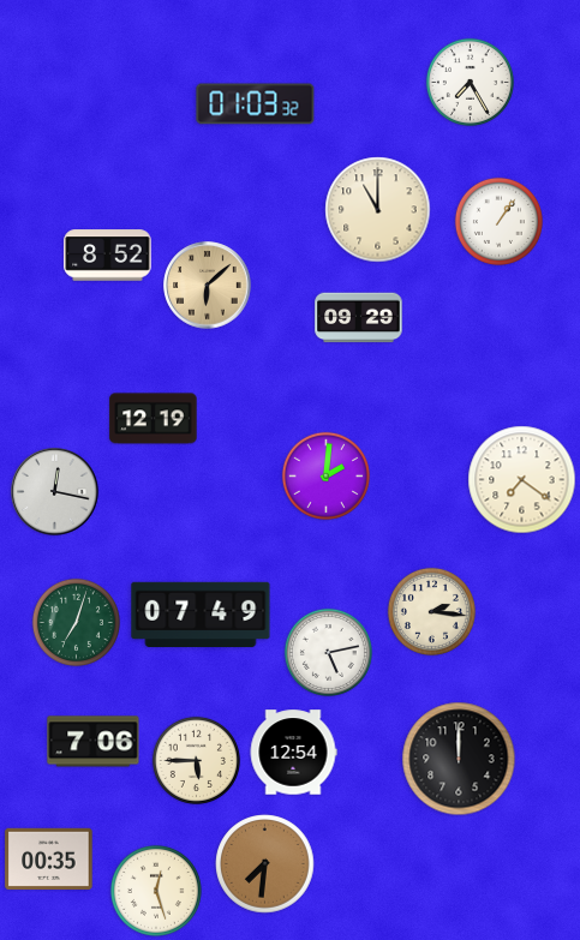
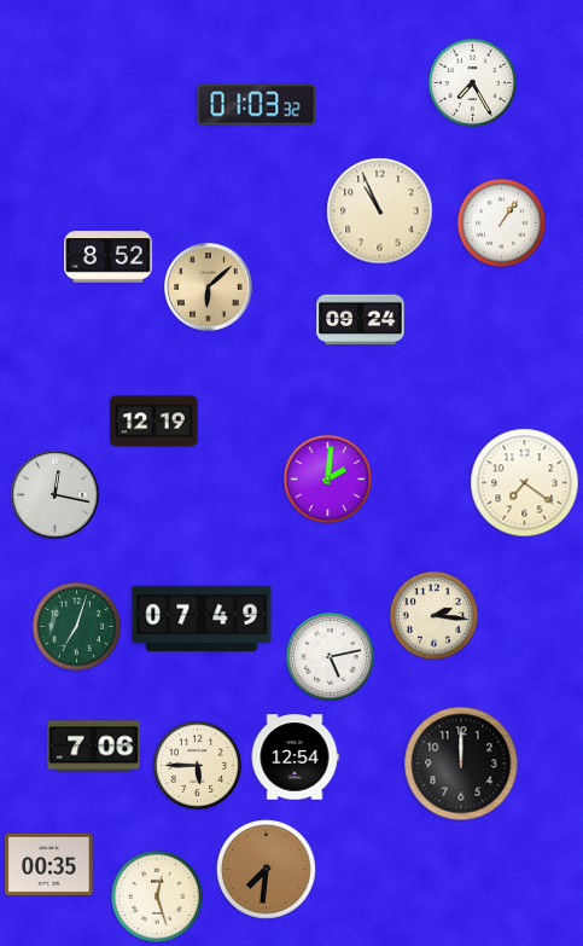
clock at (378, 210): 11:00 -> 10:56
clock at (359, 318): 09:29 -> 09:24
